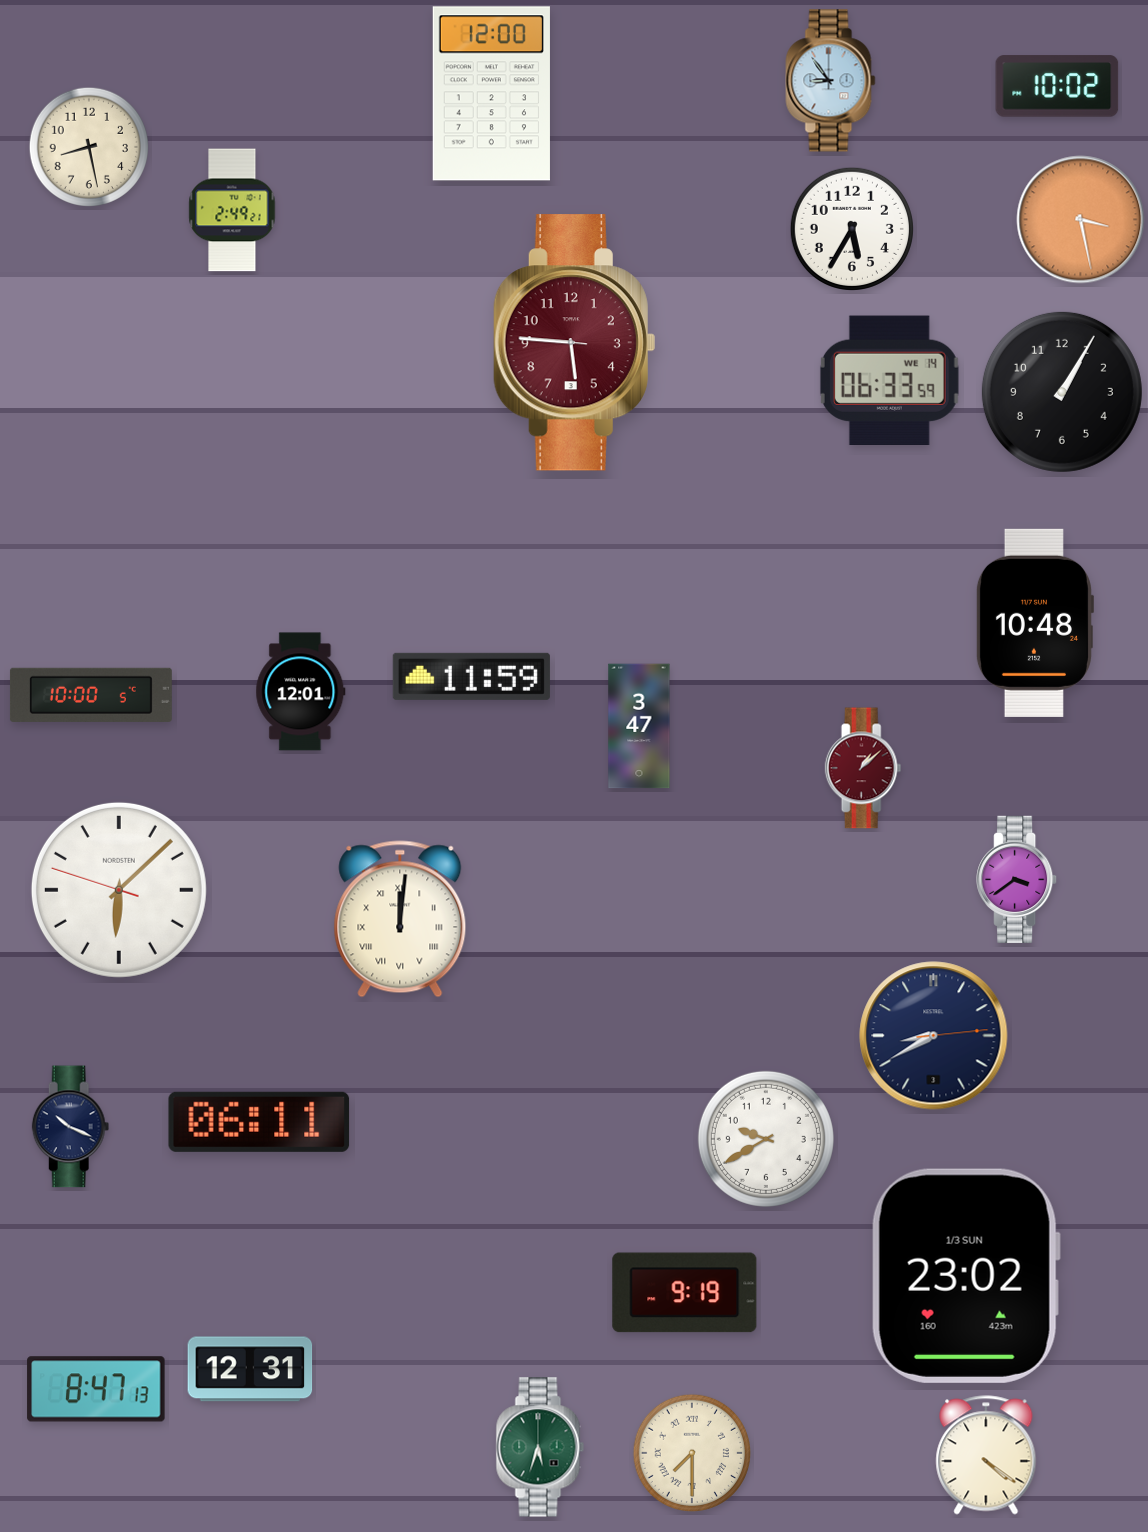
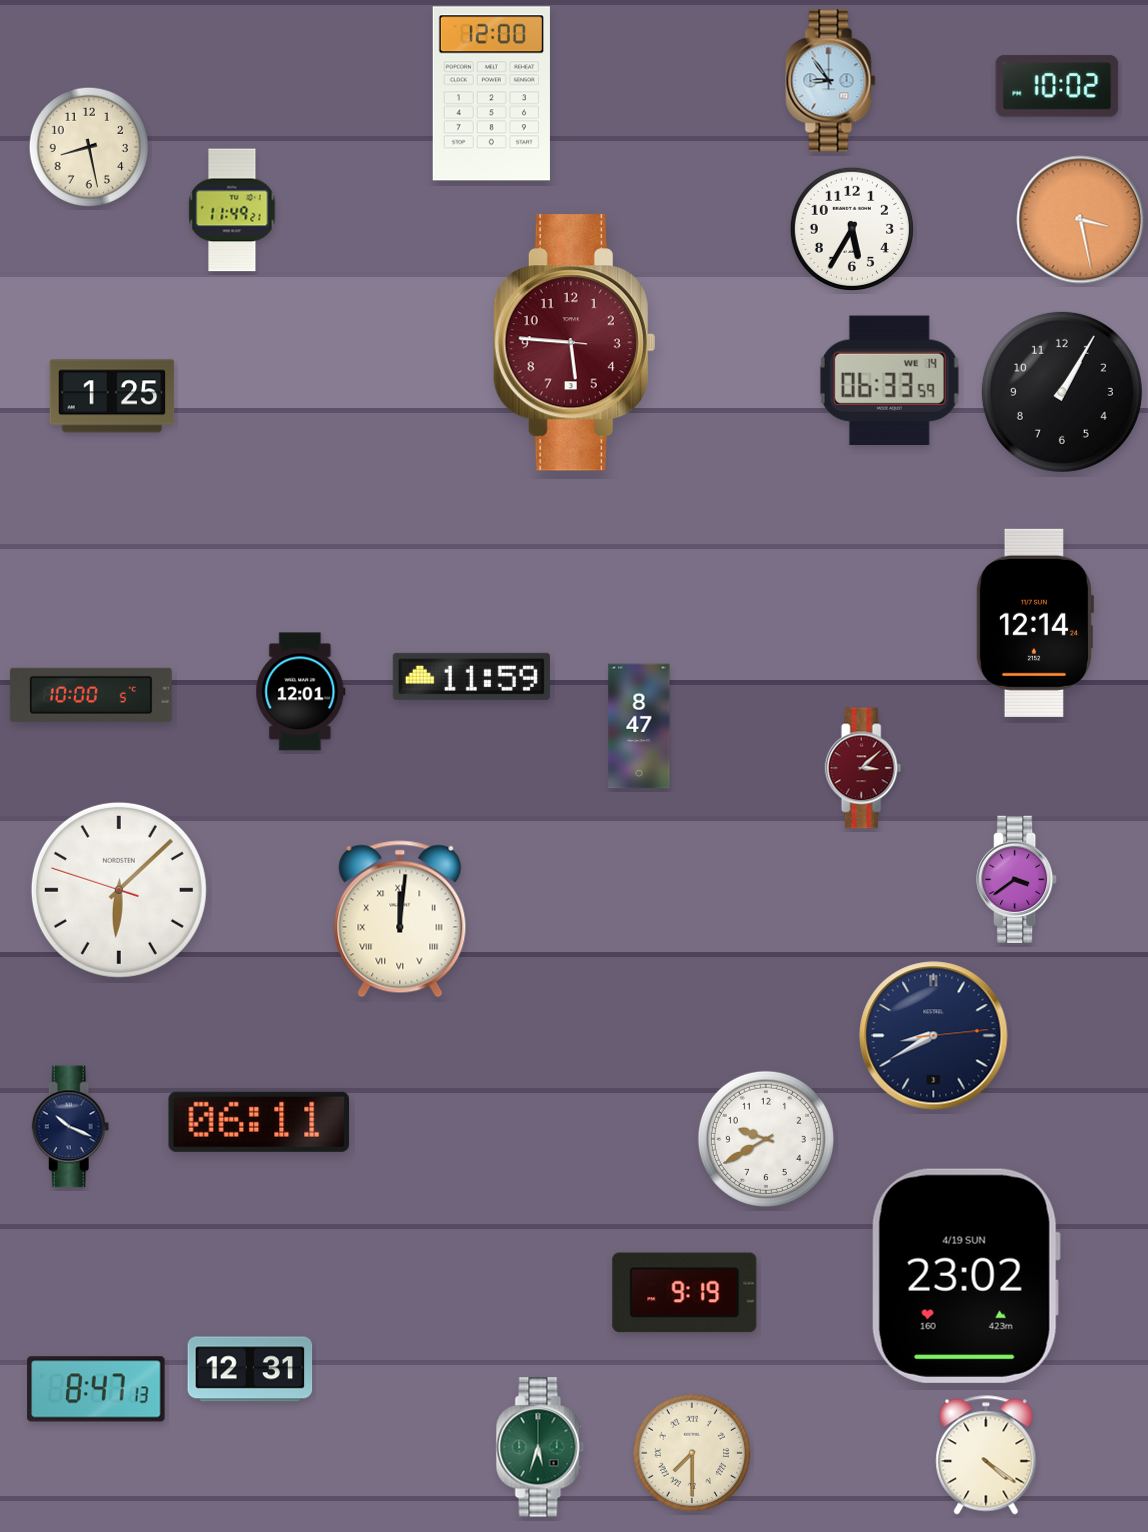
clock at (232, 210): 2:49 -> 11:49
clock at (112, 396): none -> 1:25
clock at (1034, 623): 10:48 -> 12:14
clock at (639, 726): 3:47 -> 8:47
clock at (863, 768): 1:08 -> 3:08
clock at (966, 1276) date: 1/3 SUN -> 4/19 SUN
